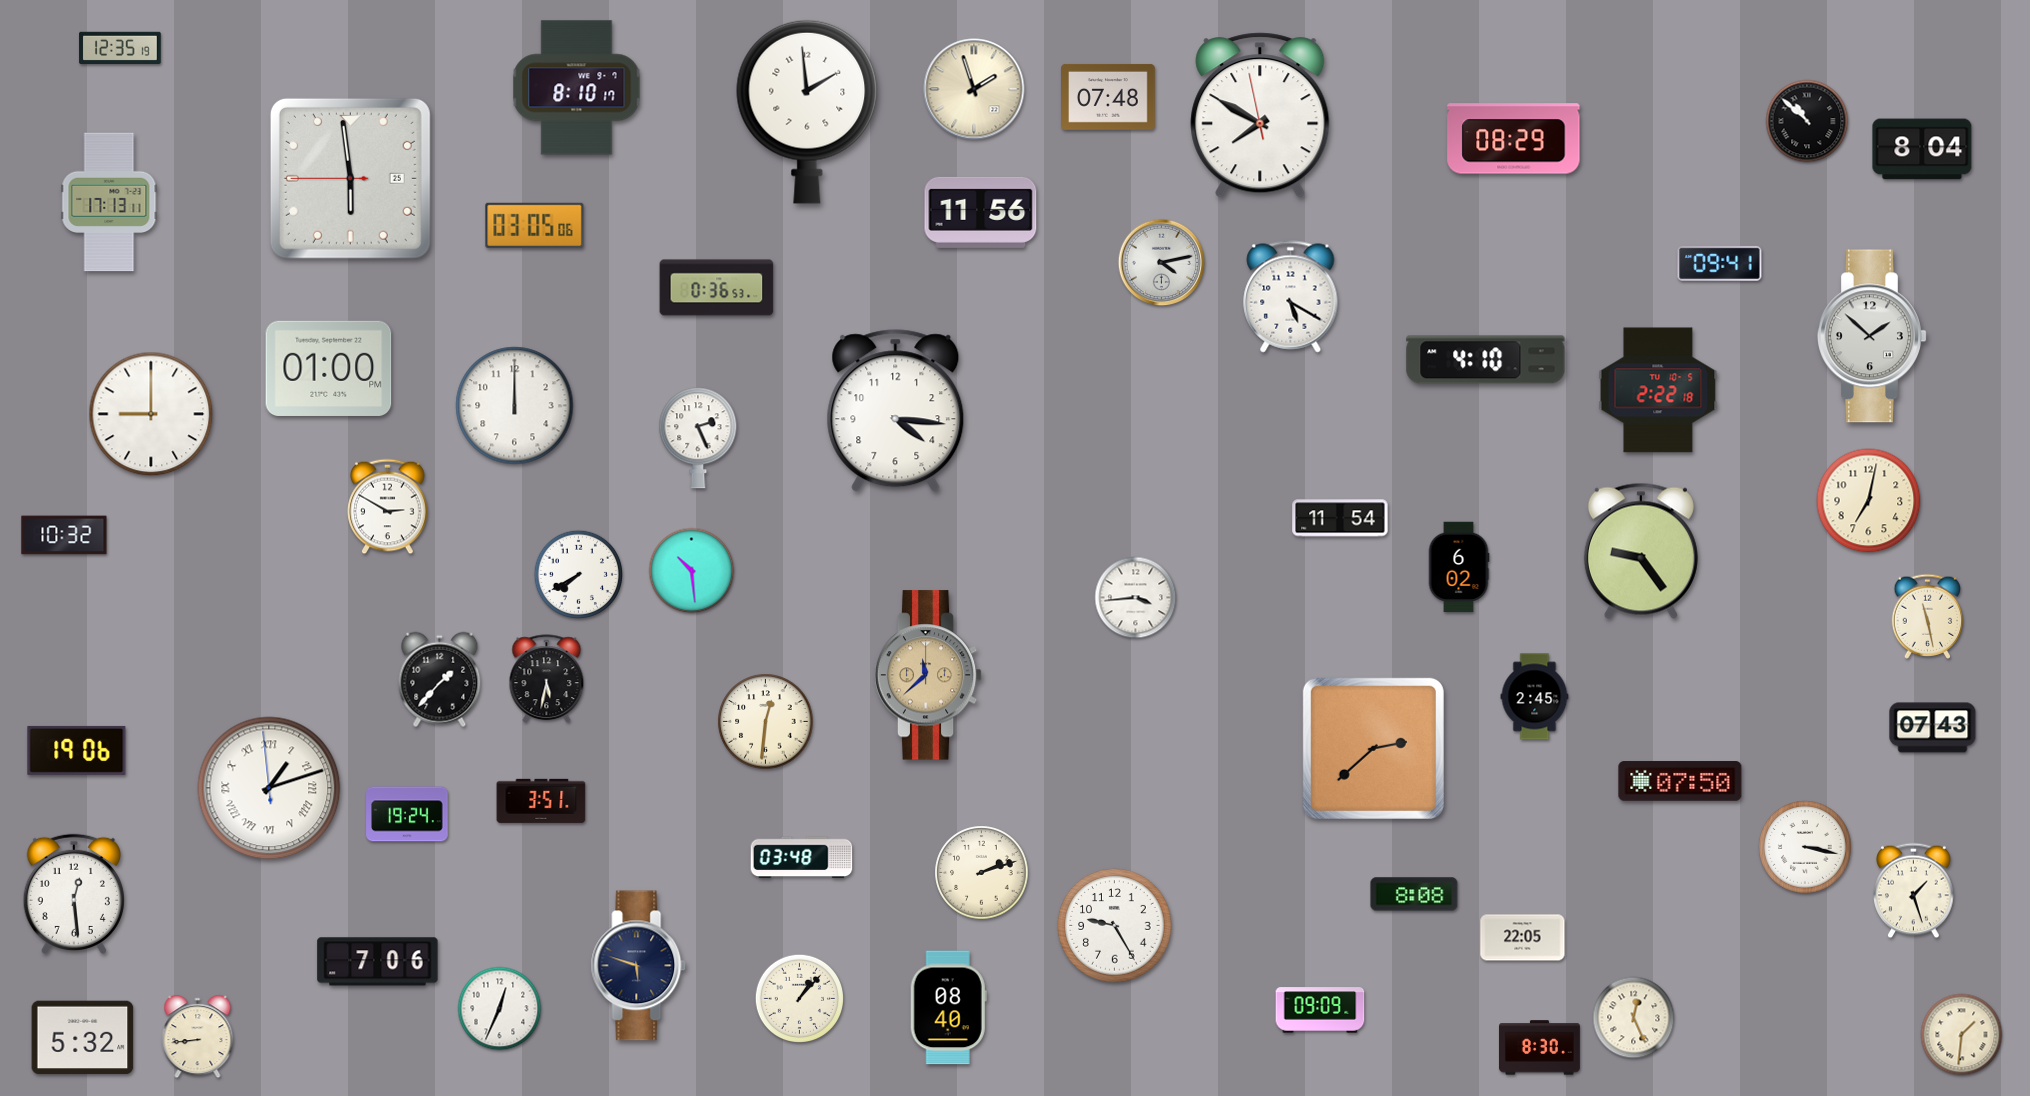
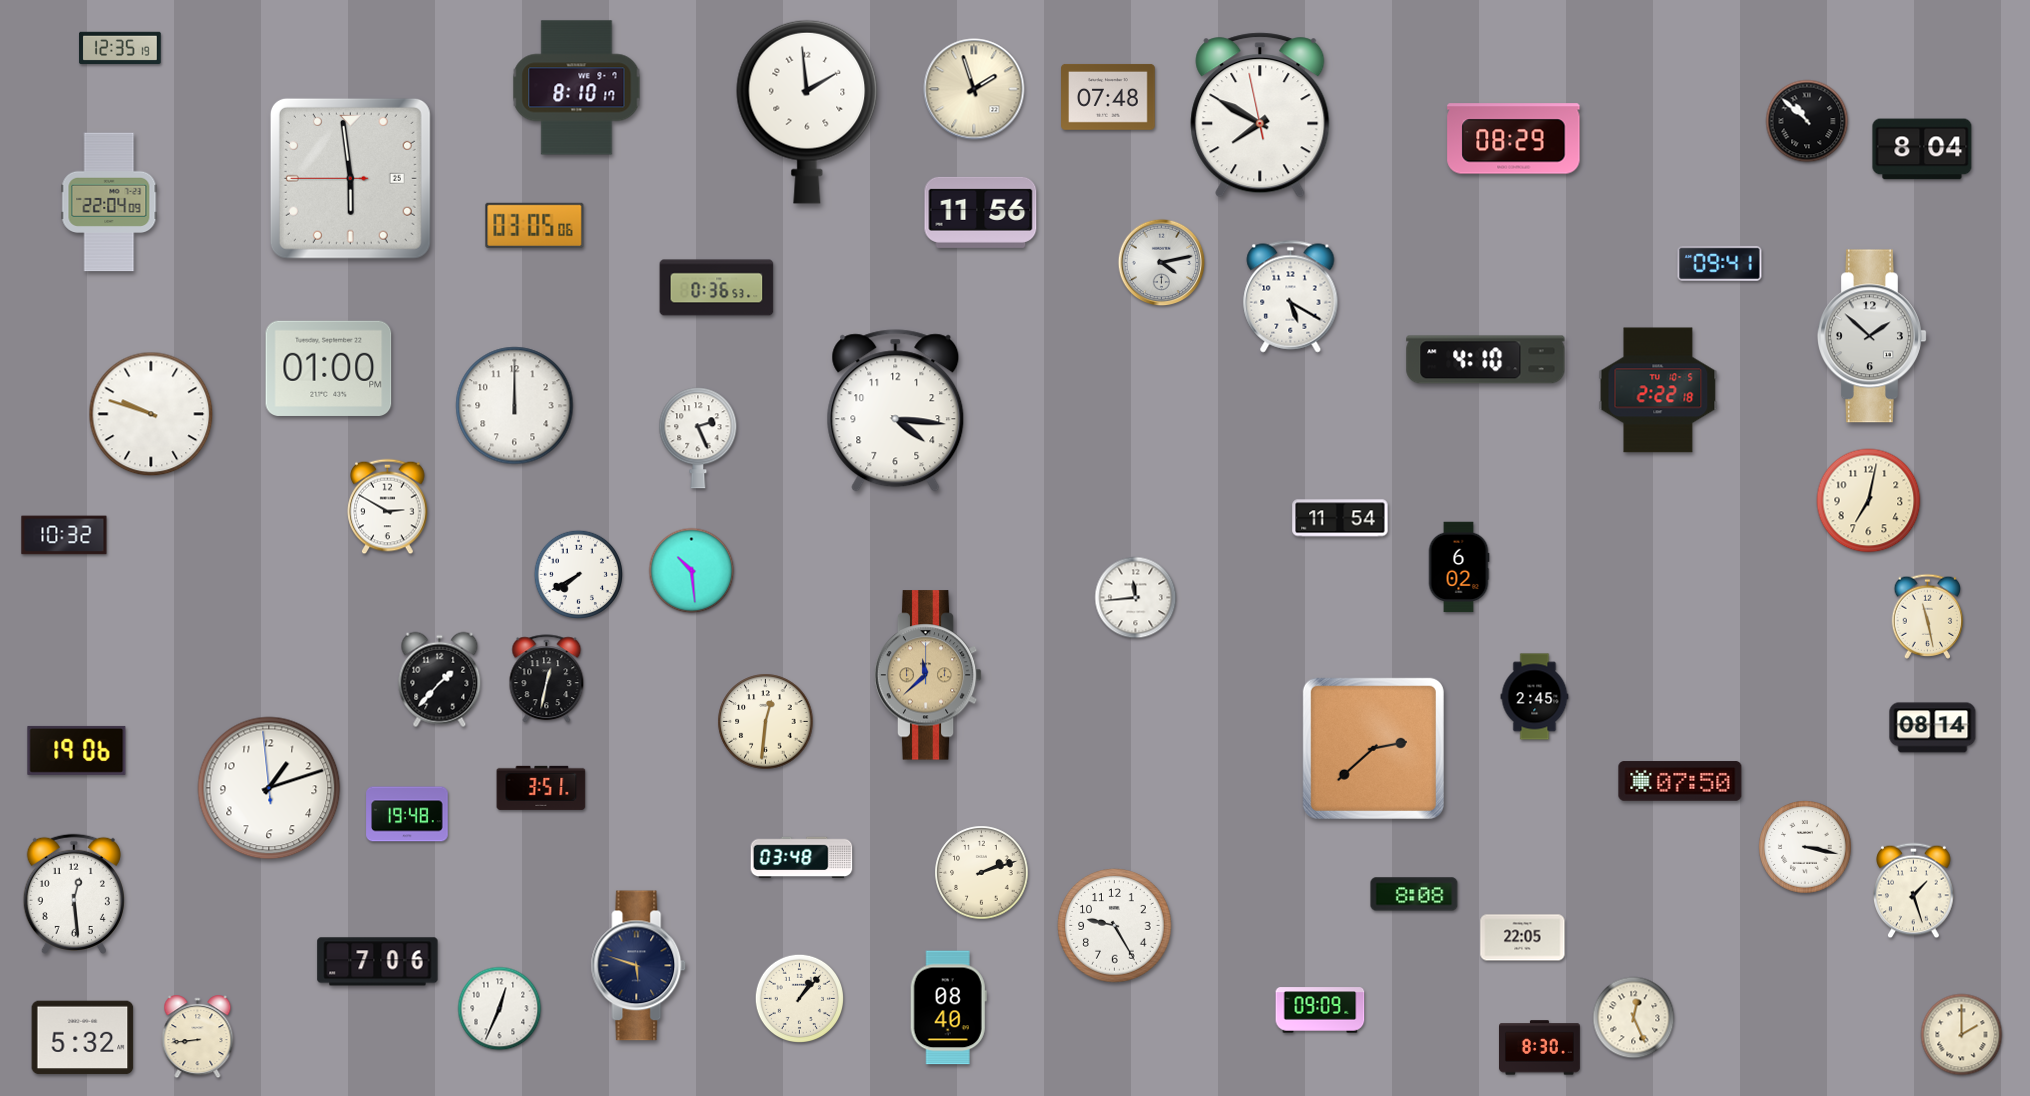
clock at (109, 202): 17:13 -> 22:04
clock at (151, 414): 9:00 -> 9:48
clock at (1641, 551): 9:24 -> none
clock at (1136, 598): 3:44 -> 11:44
clock at (547, 679): 5:32 -> 12:32
clock at (1933, 728): 07:43 -> 08:14
clock at (269, 788) numerals: Roman -> Arabic
clock at (541, 801) position: (541, 801) -> (541, 788)
clock at (407, 814): 19:24 -> 19:48
clock at (1962, 1035): 1:31 -> 2:00
